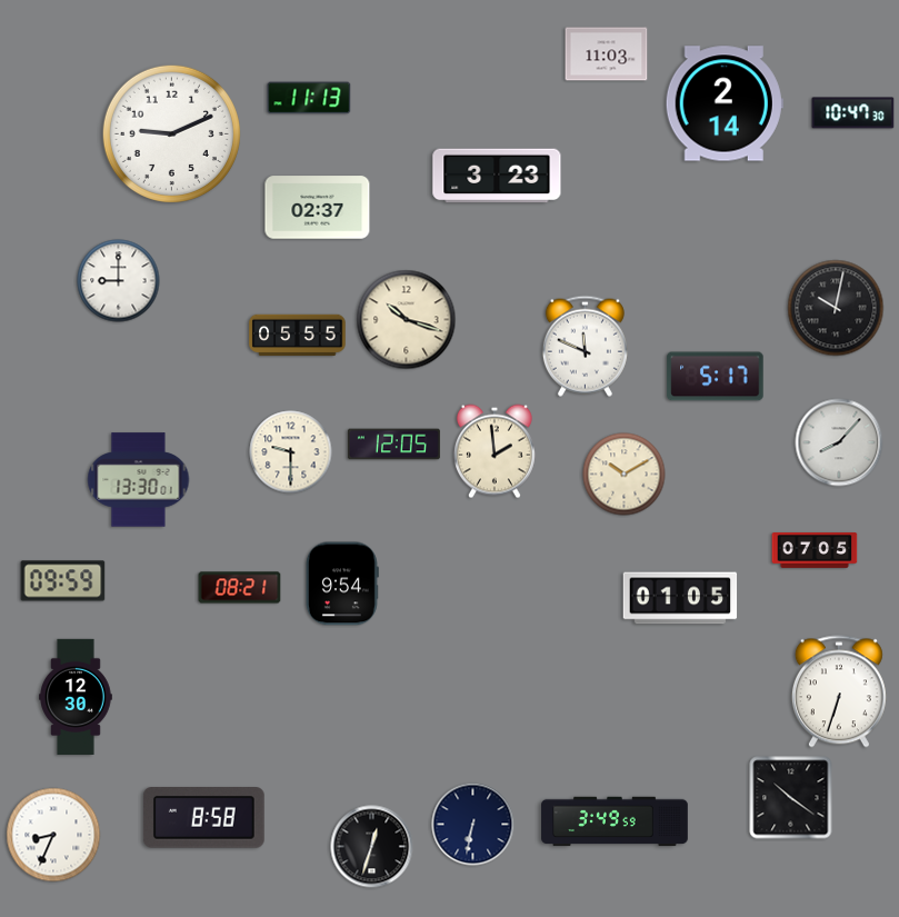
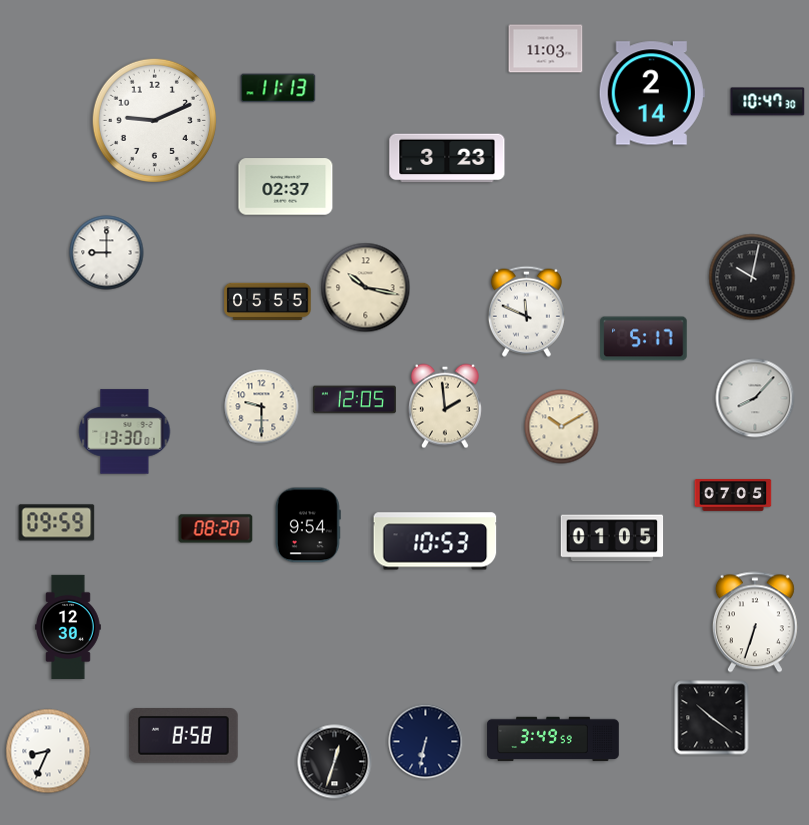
clock at (407, 320): 10:18 -> 10:17
clock at (240, 588): 08:21 -> 08:20
clock at (435, 541): none -> 10:53
